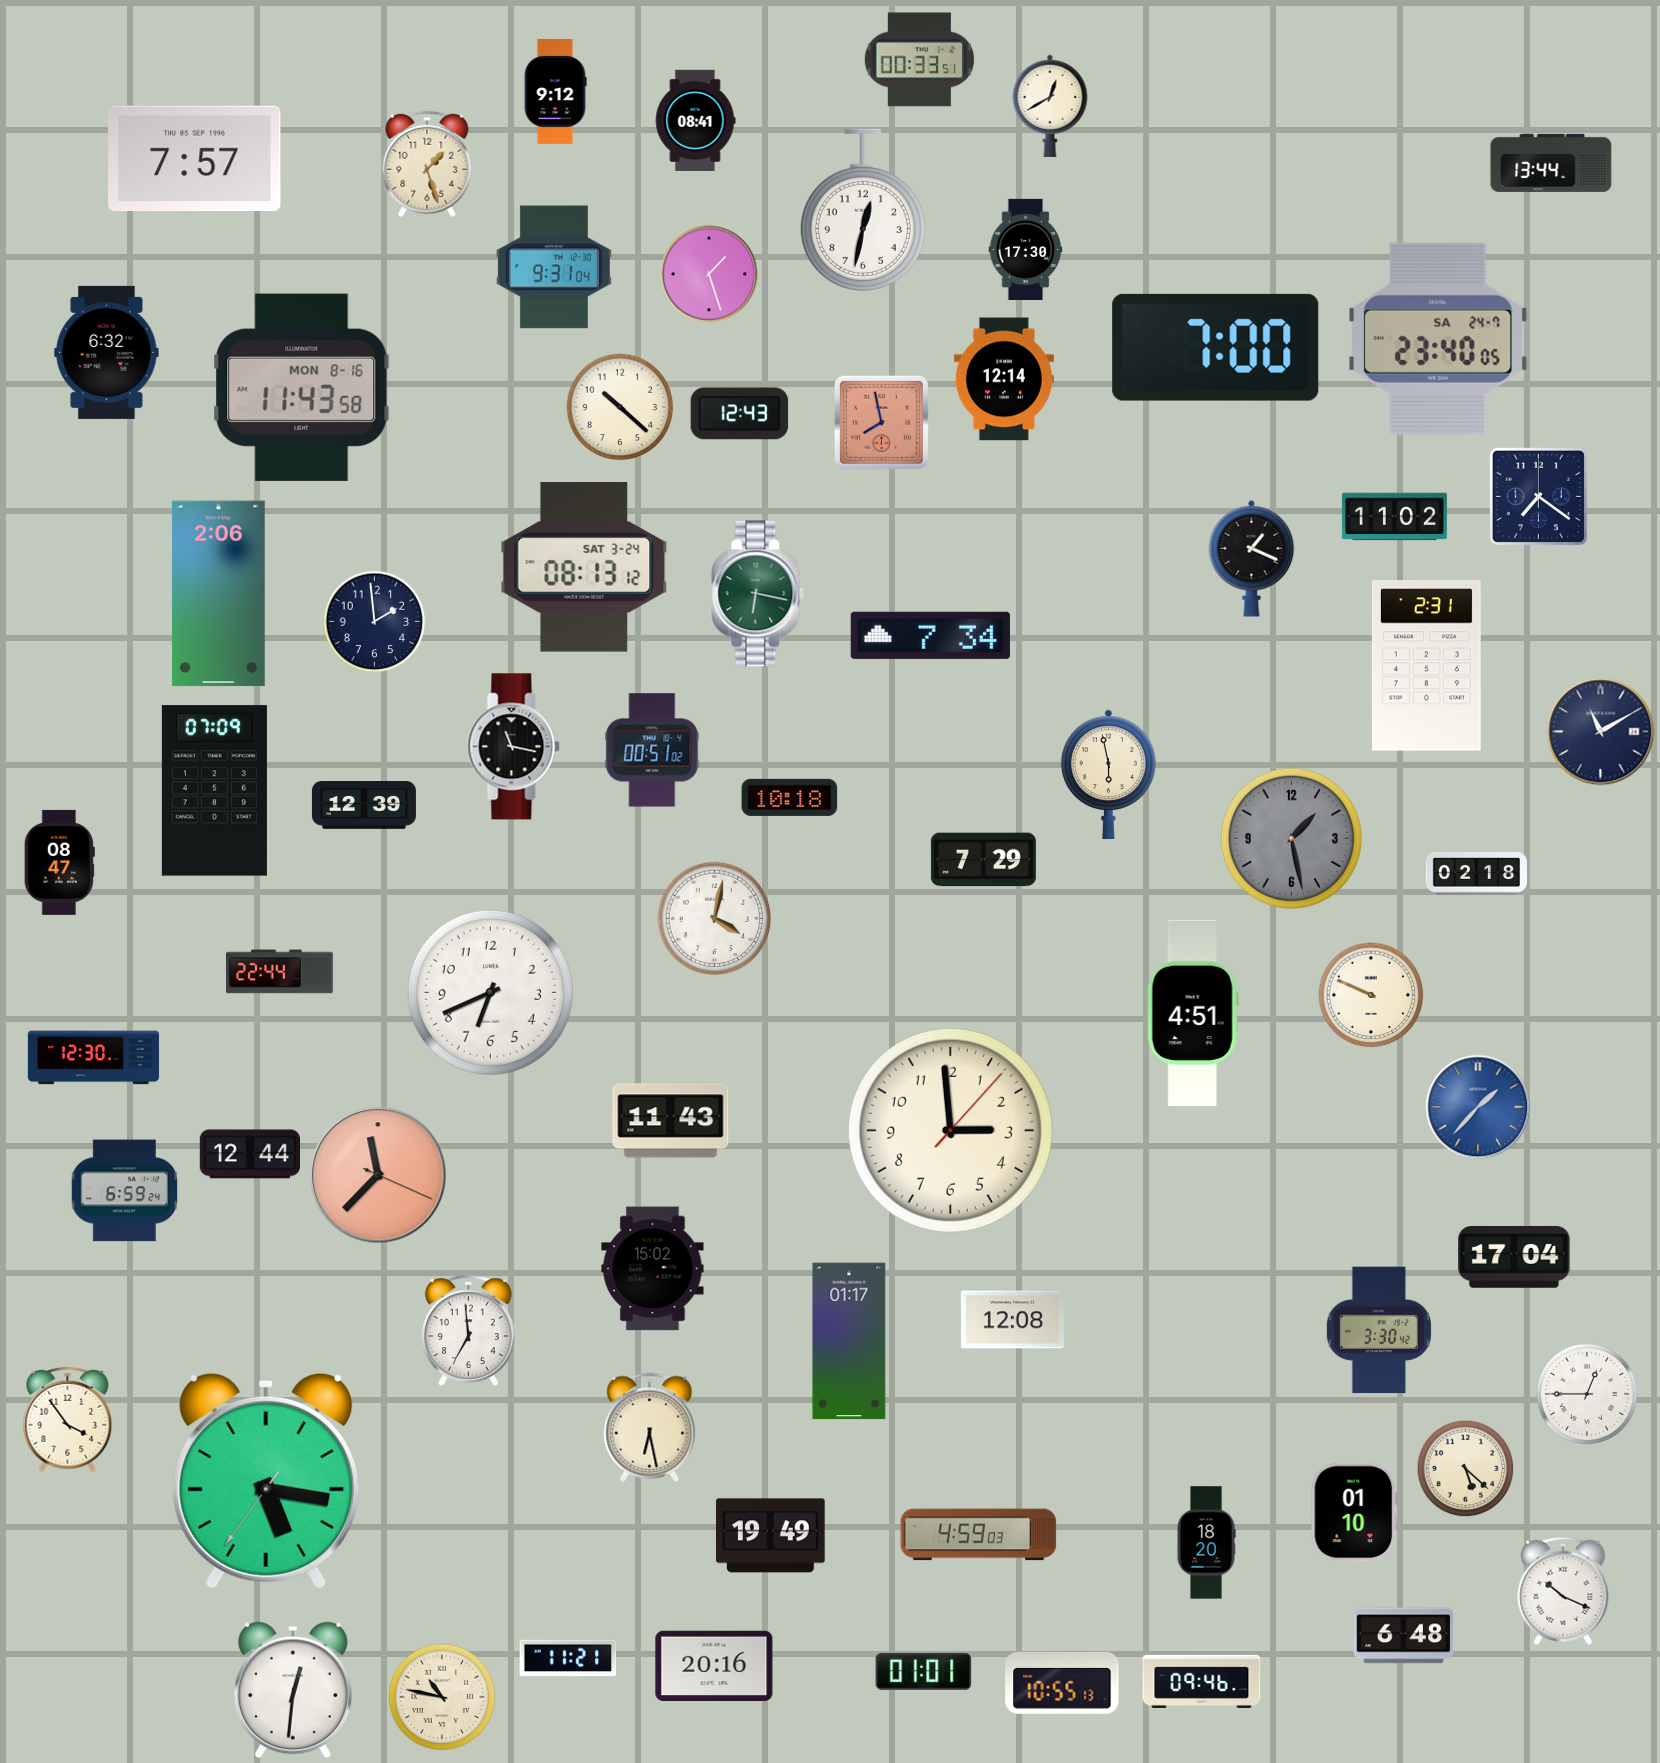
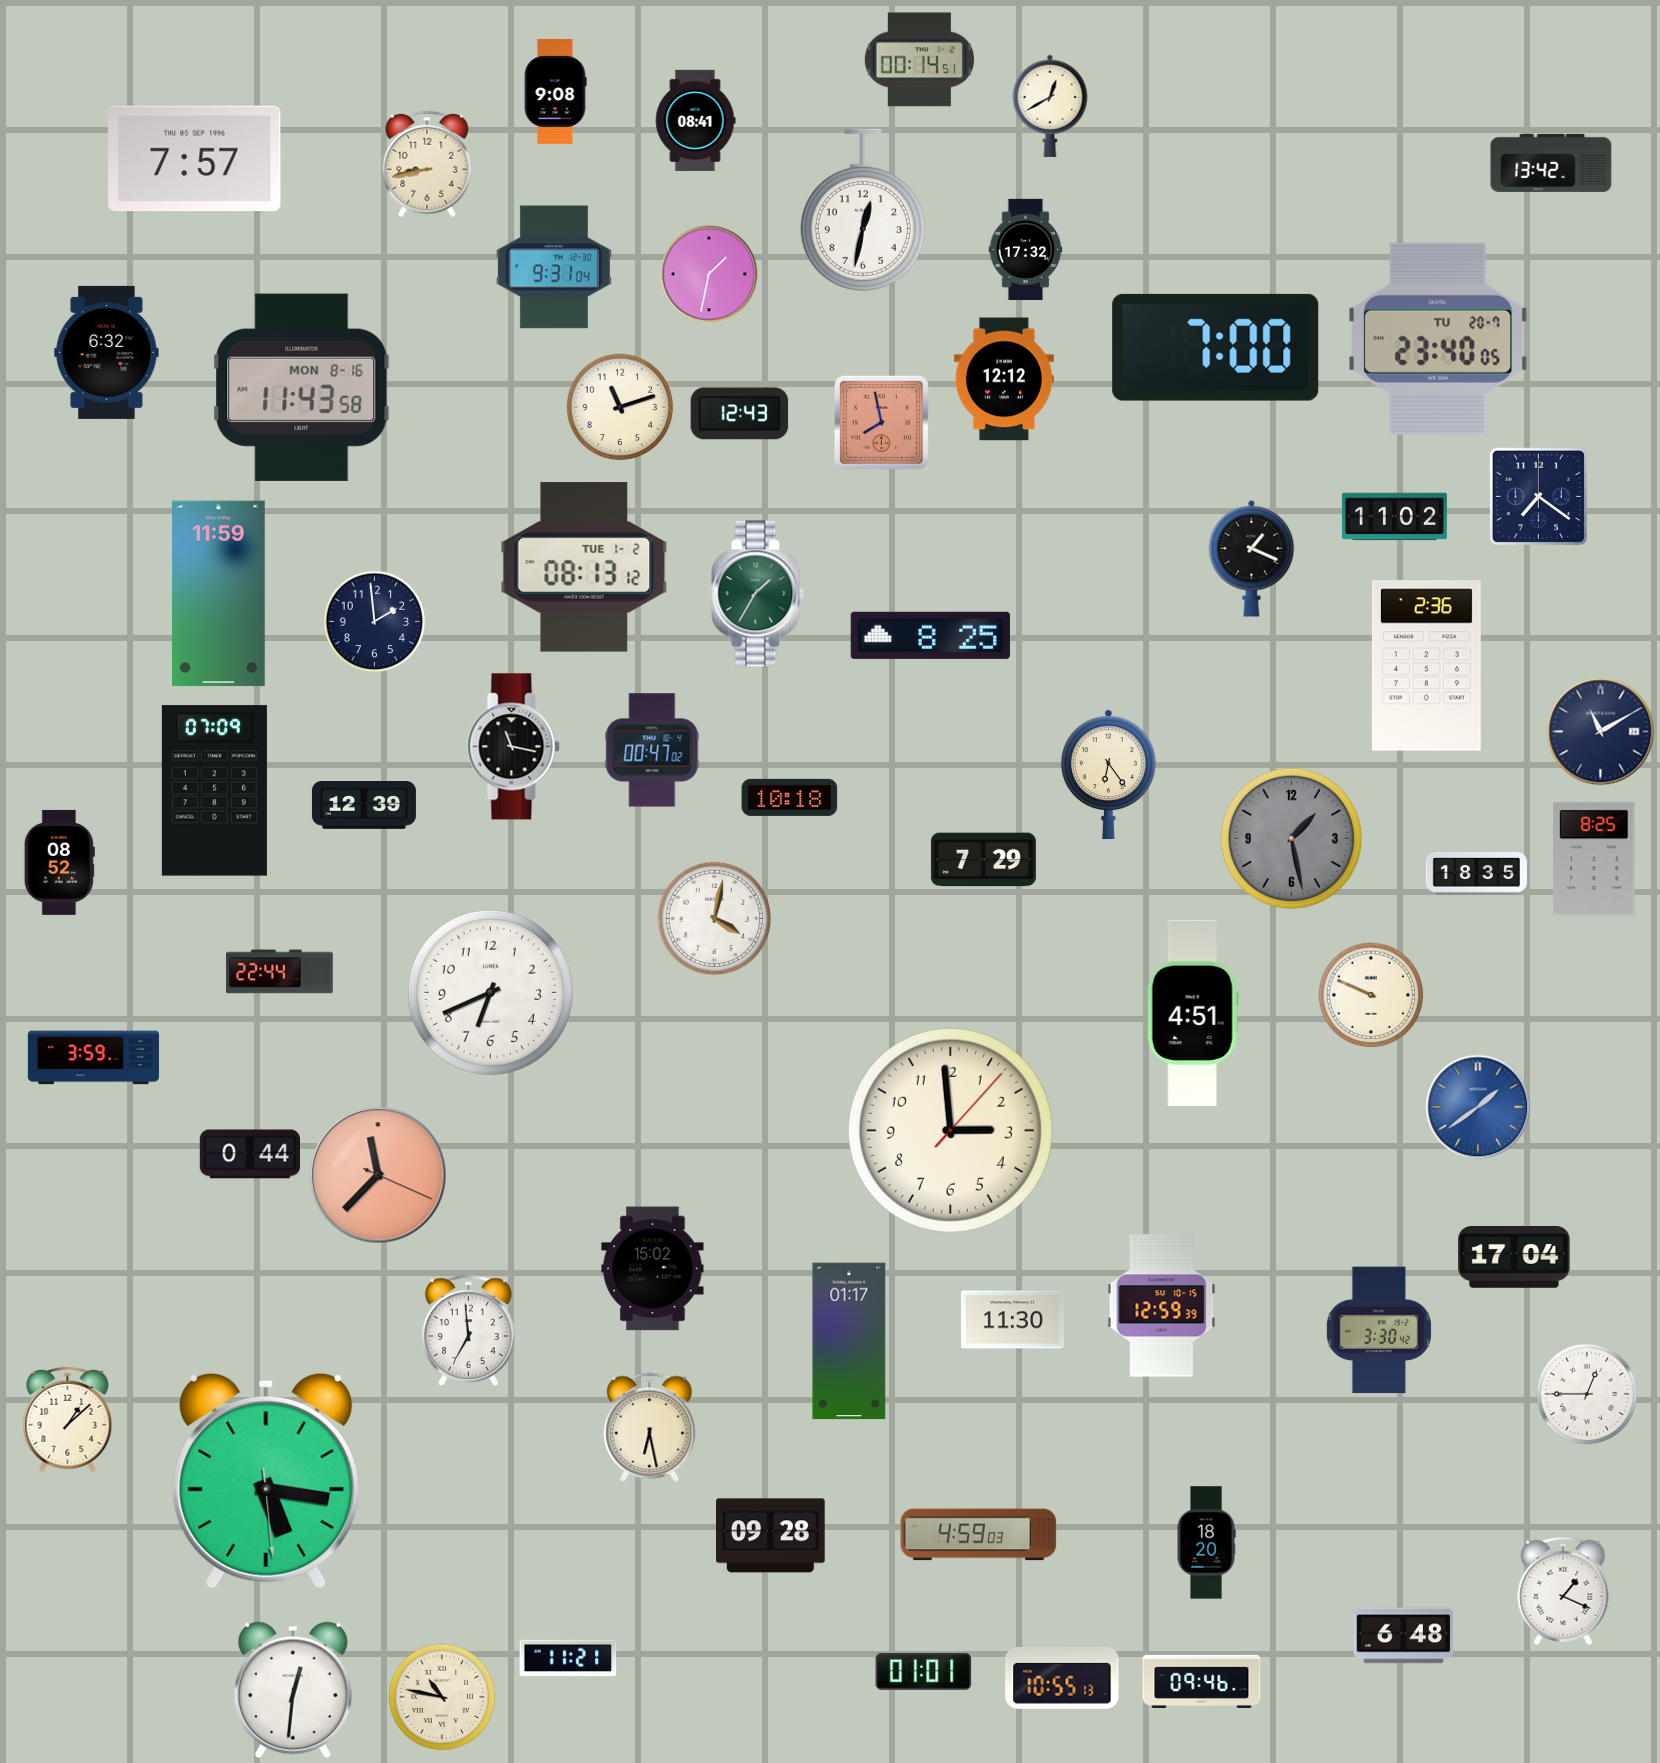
clock at (919, 60): 00:33 -> 00:14
clock at (555, 91): 9:12 -> 9:08
clock at (1551, 163): 13:44 -> 13:42
clock at (427, 164): 1:27 -> 8:43
clock at (1026, 249): 17:30 -> 17:32
clock at (709, 274): 1:27 -> 1:32
clock at (1438, 339) date: SA 24-7 -> TU 20-7
clock at (1004, 379): 12:14 -> 12:12
clock at (620, 407): 10:22 -> 11:12
clock at (584, 567) date: SAT 3-24 -> TUE 1-2
clock at (219, 594): 2:06 -> 11:59
clock at (758, 594): 6:17 -> 1:35
clock at (930, 635): 7:34 -> 8:25
clock at (1426, 666): 2:31 -> 2:36
clock at (652, 750): 00:51 -> 00:47
clock at (1108, 774): 5:58 -> 6:24
clock at (1594, 859): none -> 8:25
clock at (59, 862): 08:47 -> 08:52
clock at (1476, 874): 02:18 -> 18:35
clock at (93, 1058): 12:30 -> 3:59
clock at (1478, 1107): 1:37 -> 1:39
clock at (671, 1121): 11:43 -> none
clock at (249, 1154): 12:44 -> 0:44
clock at (124, 1191): 6:59 -> none
clock at (1162, 1306): none -> 12:59
clock at (1012, 1320): 12:08 -> 11:30
clock at (68, 1420): 3:54 -> 1:08
clock at (1466, 1469): 5:22 -> none
clock at (266, 1481): 5:16:36 -> 5:16:29
clock at (1354, 1512): 01:10 -> none
clock at (771, 1536): 19:49 -> 09:28
clock at (1563, 1591): 10:19 -> 1:19
clock at (714, 1666): 20:16 -> none
clock at (1062, 1683) position: (1062, 1683) -> (1062, 1678)
